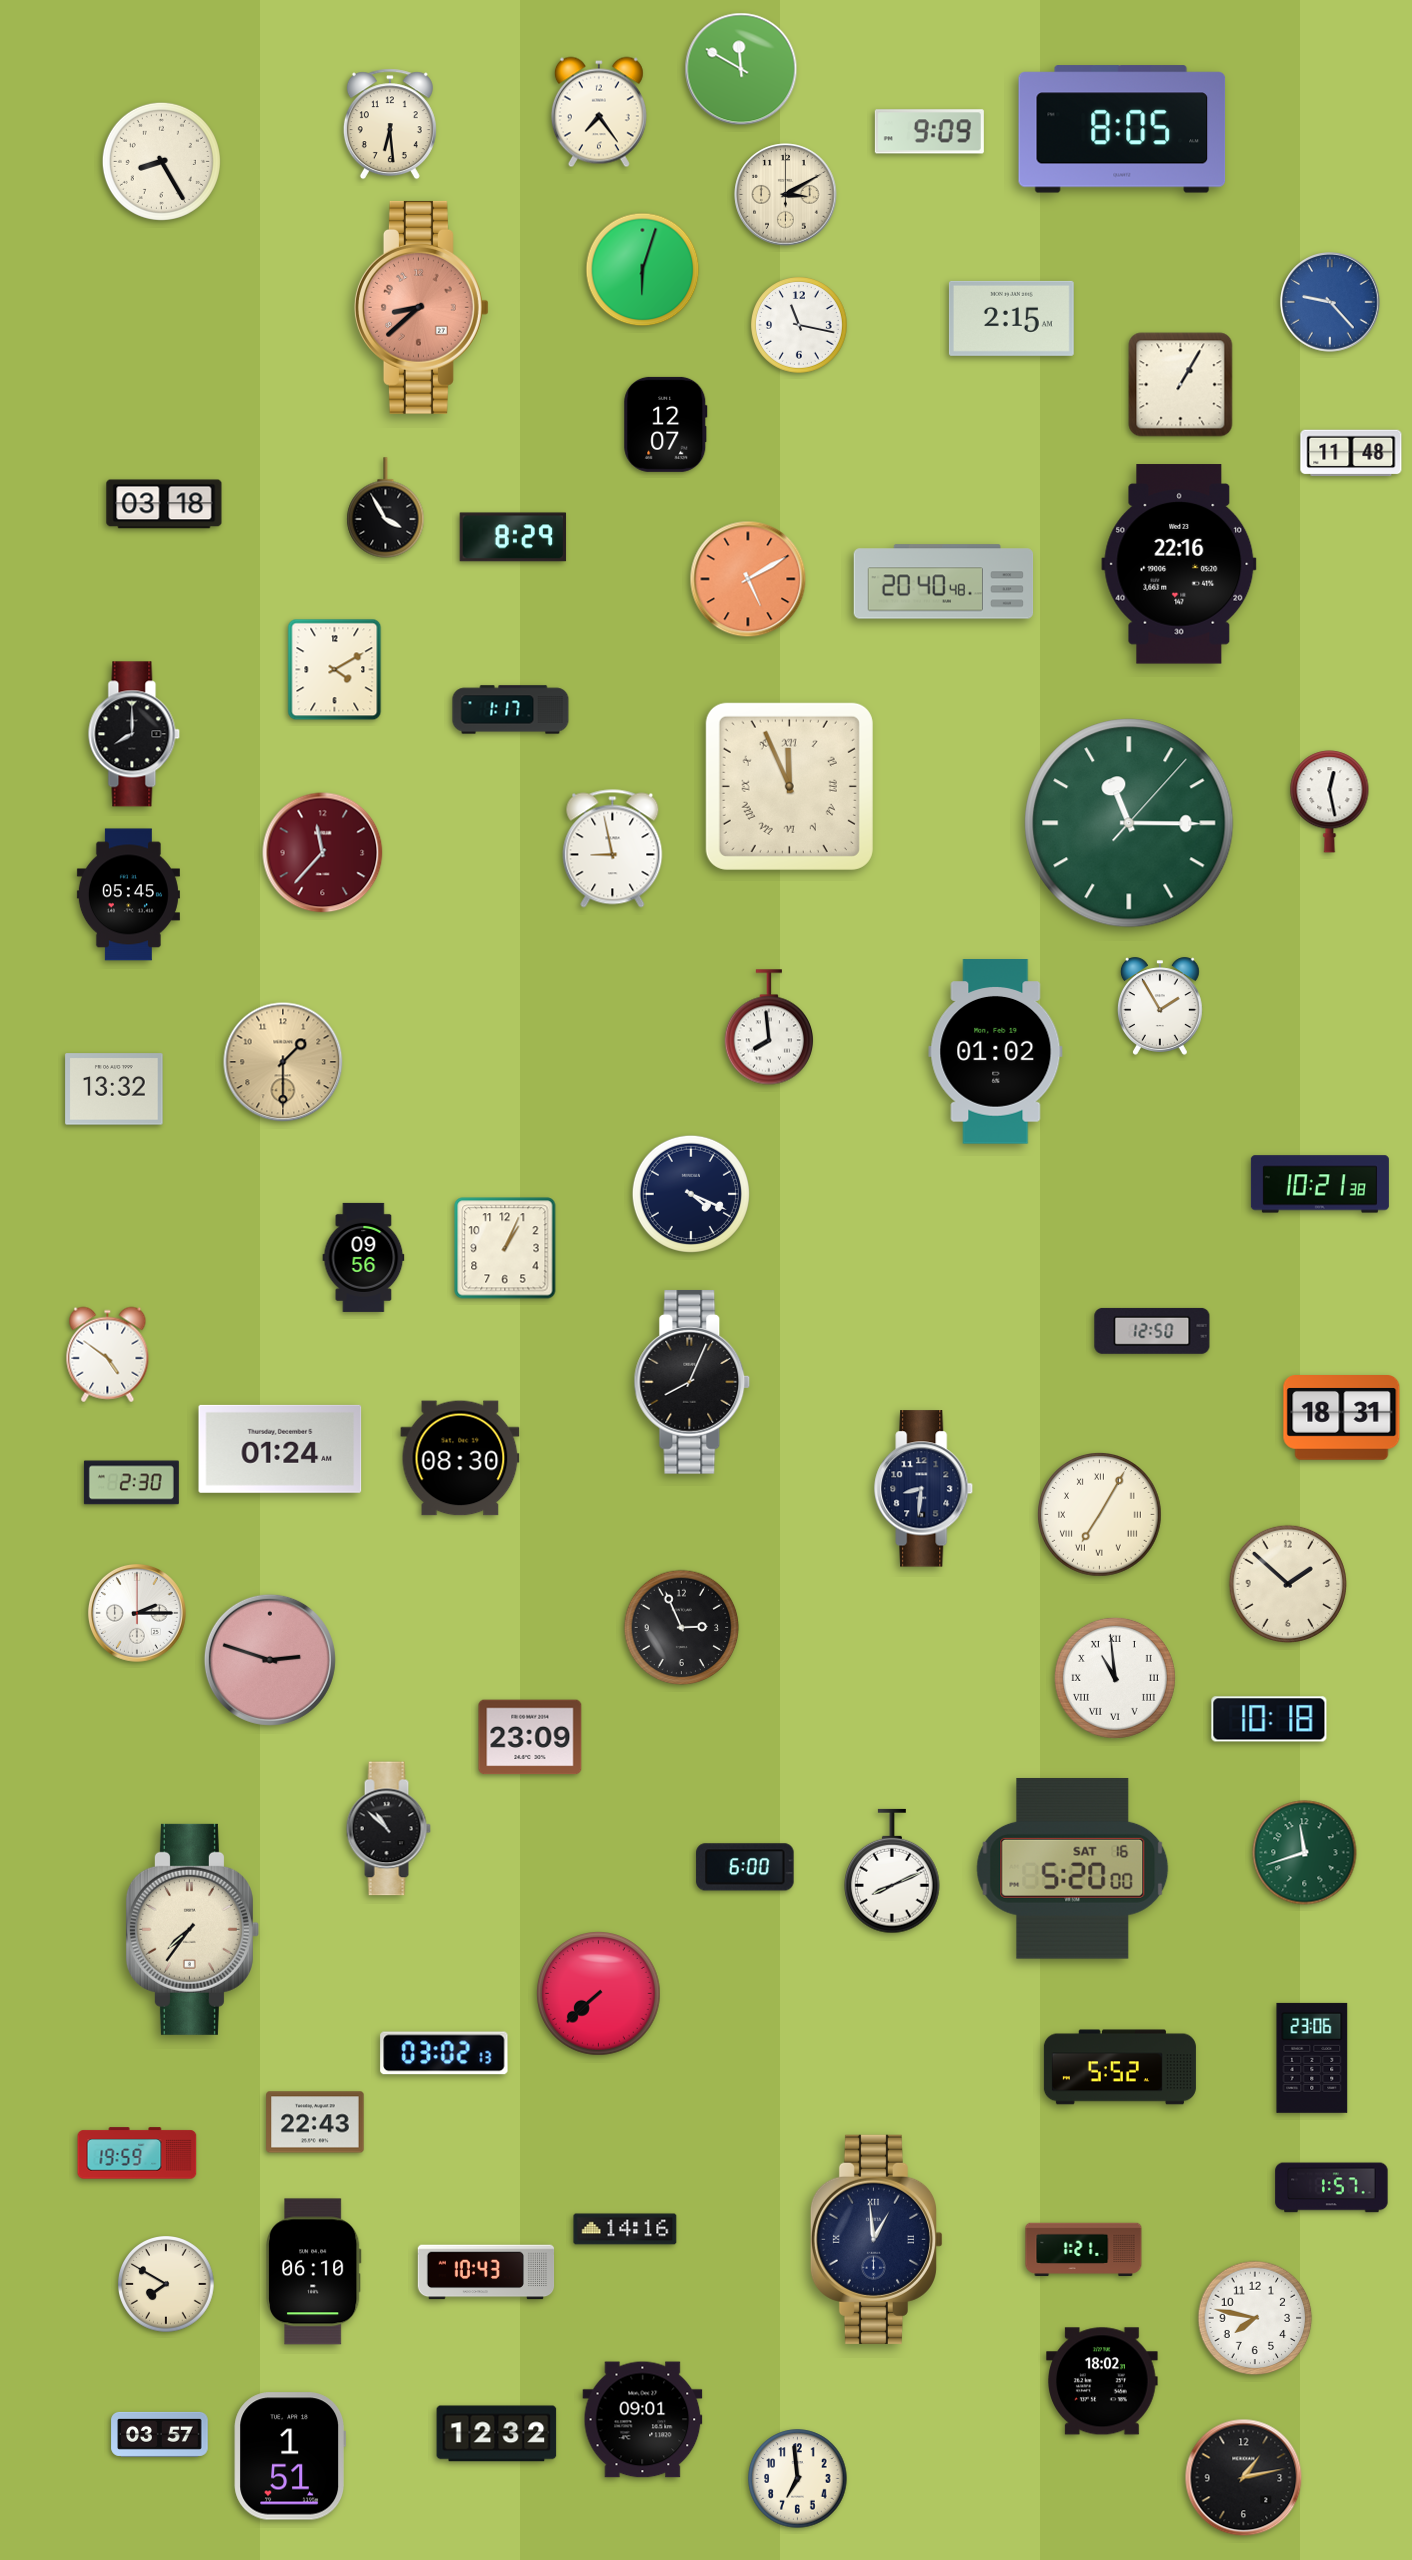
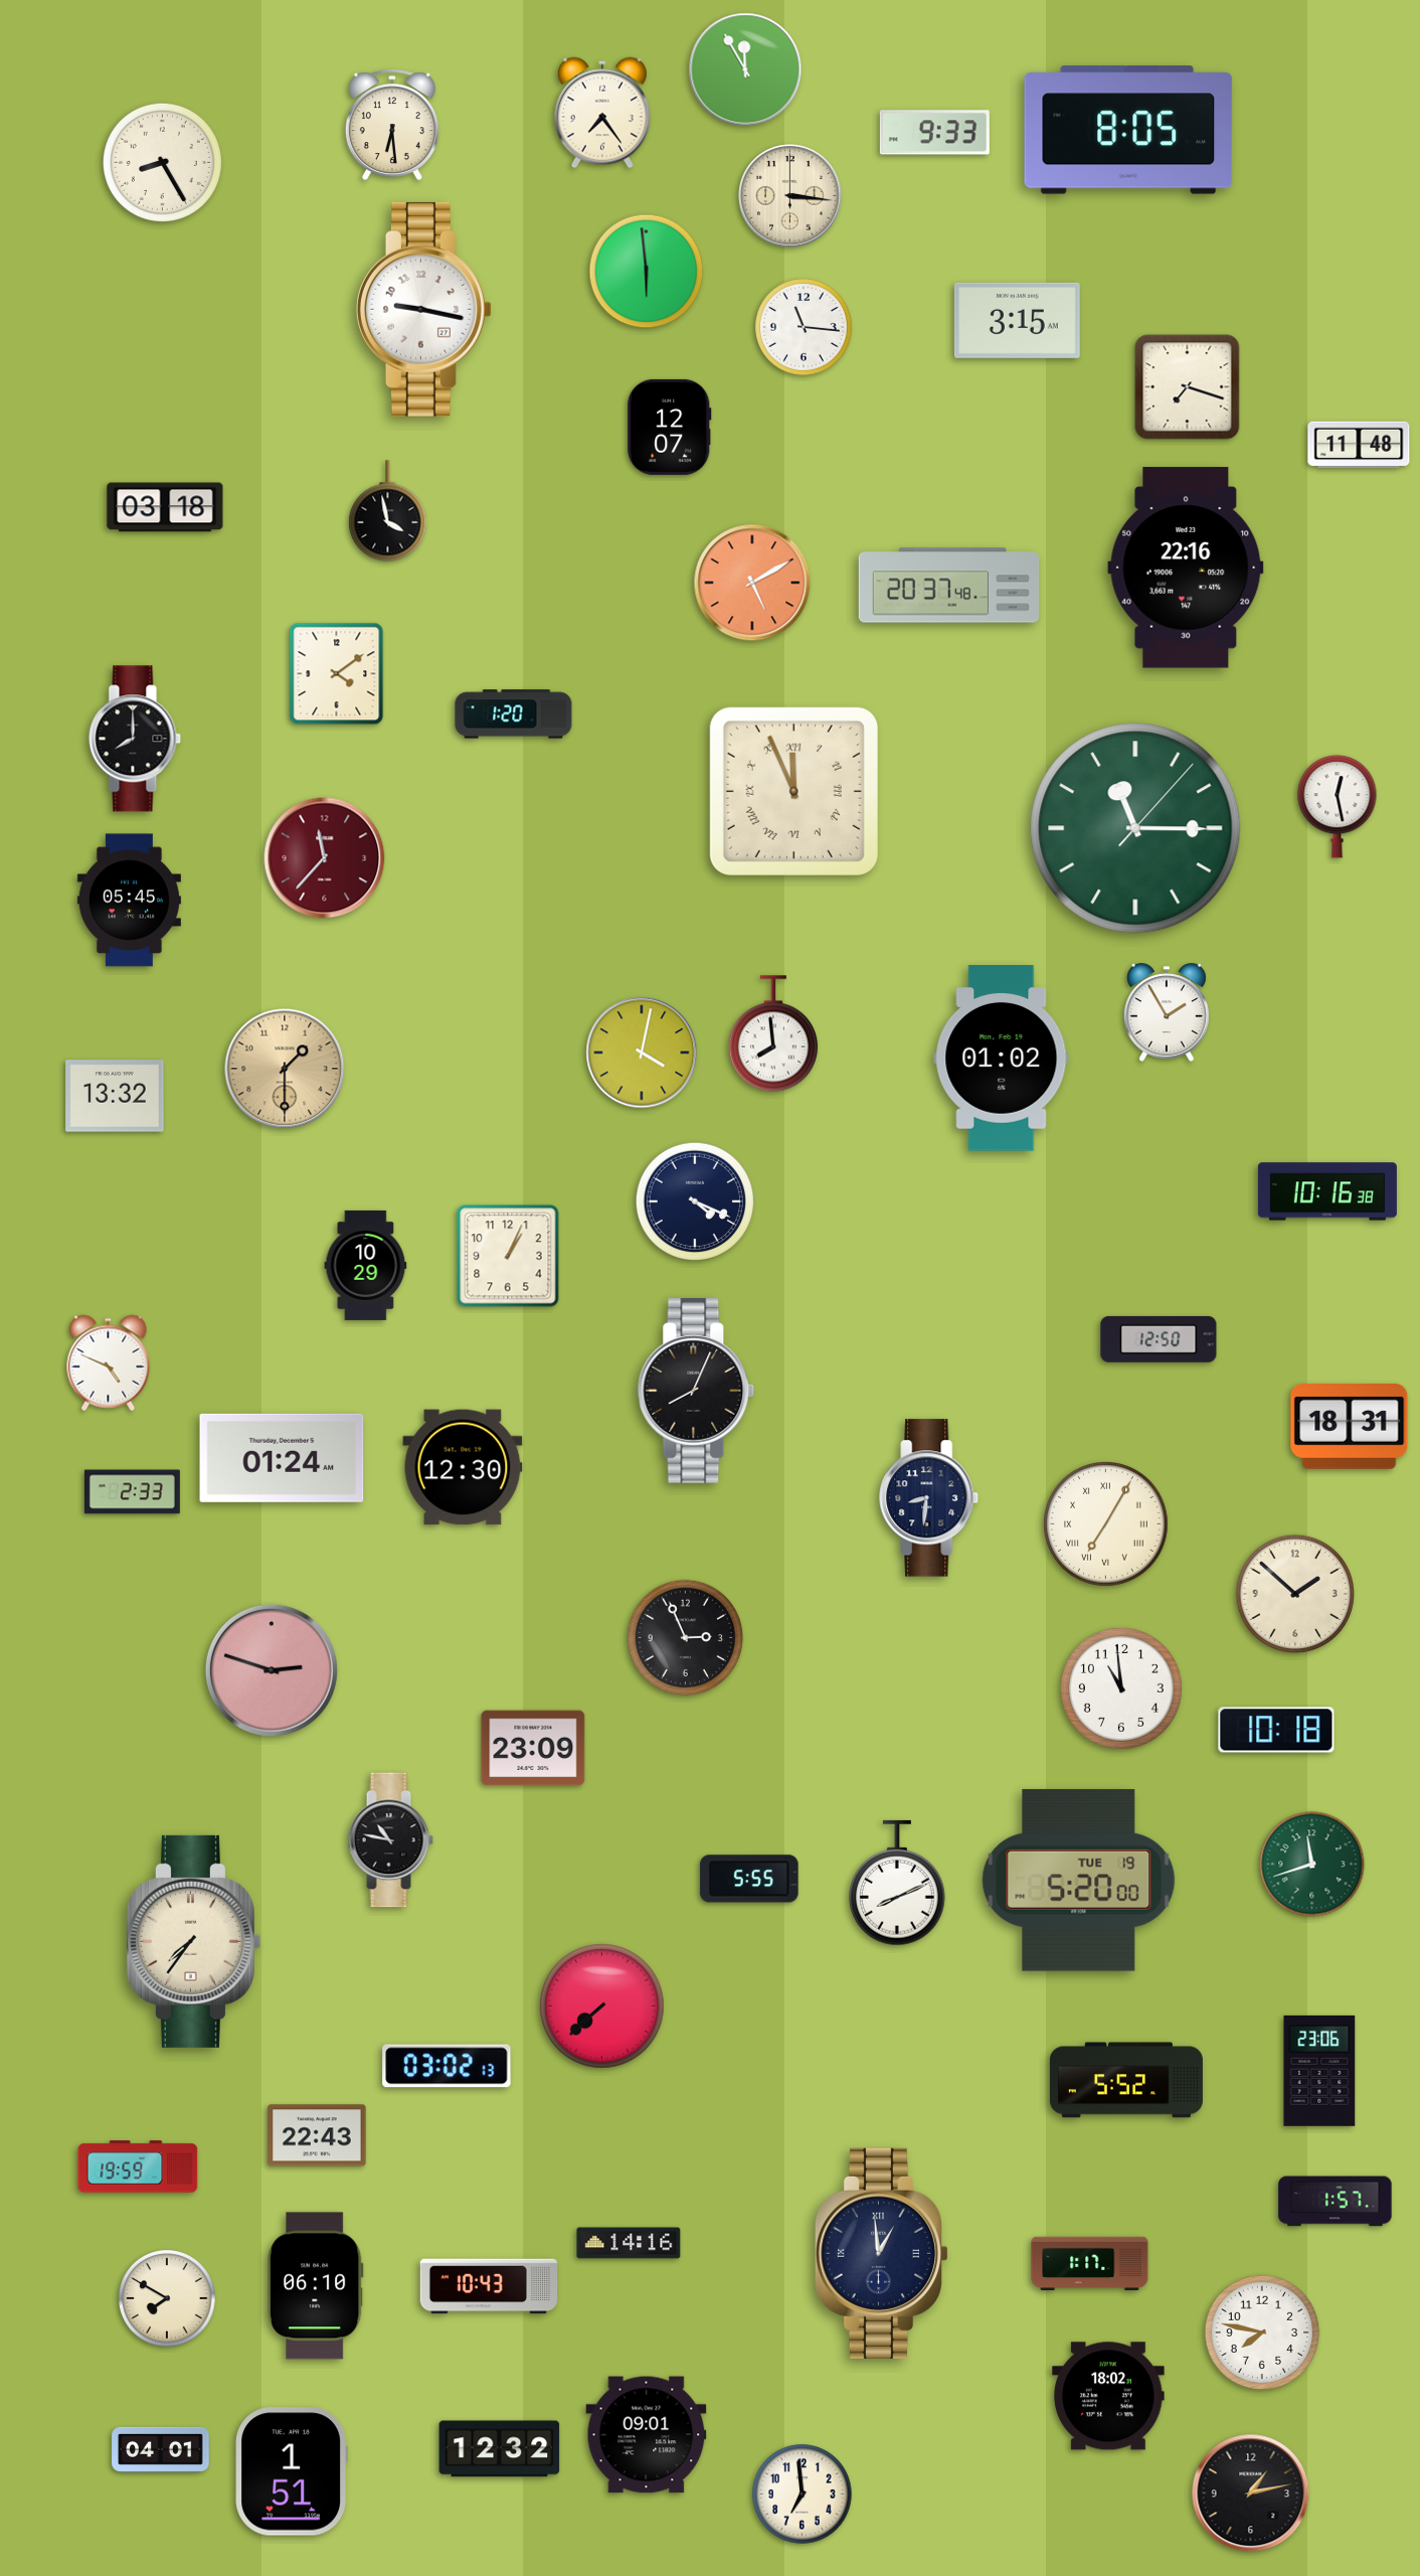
clock at (741, 69): 11:50 -> 11:55
clock at (929, 132): 9:09 -> 9:33
clock at (786, 195): 3:10 -> 3:16
clock at (643, 270): 6:03 -> 5:59
clock at (1330, 302): 9:23 -> none
clock at (421, 307): 8:38 -> 9:17
clock at (421, 307) dial: salmon -> white
clock at (1011, 318): 2:15 -> 3:15
clock at (800, 326): 11:17 -> 11:16
clock at (1181, 385): 1:05 -> 7:18
clock at (1351, 453) position: (1351, 453) -> (1359, 445)
clock at (386, 508): 3:55 -> 3:58
clock at (513, 537): 8:29 -> none
clock at (944, 582): 20:40 -> 20:37
clock at (335, 670): 4:10 -> 4:09
clock at (511, 710): 1:17 -> 1:20
clock at (613, 849): 8:58 -> none
clock at (642, 1053): none -> 4:02
clock at (1320, 1184): 10:21 -> 10:16
clock at (364, 1257): 09:56 -> 10:29
clock at (108, 1355): 4:51 -> 4:49
clock at (460, 1458): 08:30 -> 12:30
clock at (131, 1483): 2:30 -> 2:33
clock at (137, 1613): 2:15 -> none
clock at (1115, 1678) numerals: Roman -> Arabic
clock at (388, 1829): 10:52 -> 10:47
clock at (745, 1867): 6:00 -> 5:55
clock at (1073, 1868) date: SAT 16 -> TUE 19
clock at (1332, 2188) position: (1332, 2188) -> (1336, 2202)
clock at (1084, 2250): 1:21 -> 1:17
clock at (160, 2434): 03:57 -> 04:01
